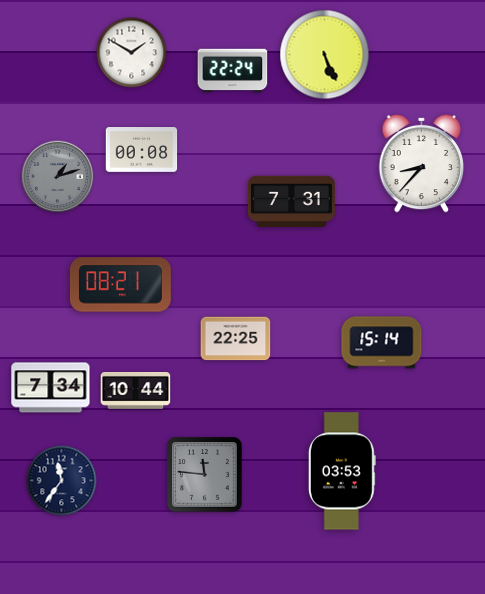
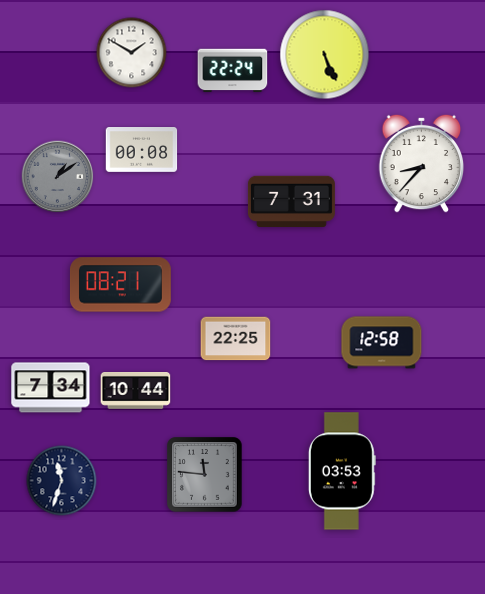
clock at (58, 177): 1:12 -> 1:09
clock at (382, 343): 15:14 -> 12:58
clock at (62, 481): 11:36 -> 11:33
